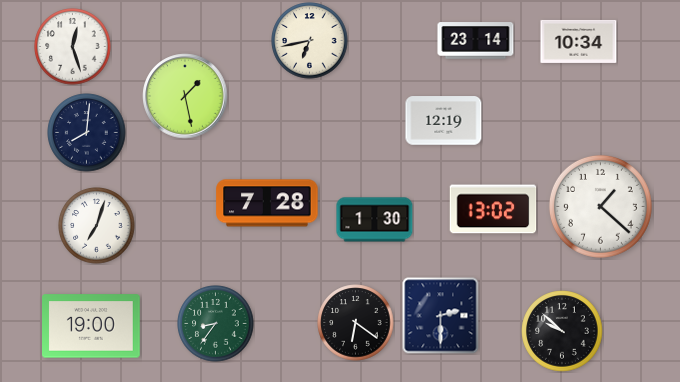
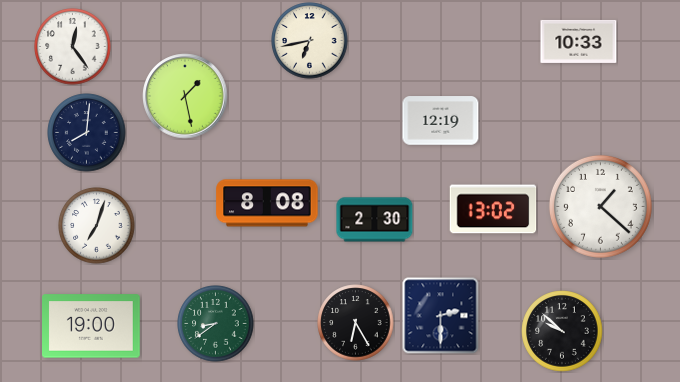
clock at (476, 41): 23:14 -> none
clock at (579, 41): 10:34 -> 10:33
clock at (73, 47): 12:27 -> 12:24
clock at (444, 121) position: (444, 121) -> (441, 121)
clock at (267, 203): 7:28 -> 8:08
clock at (375, 220): 1:30 -> 2:30
clock at (356, 323): 6:21 -> 6:25
clock at (216, 324): 8:36 -> 8:39
